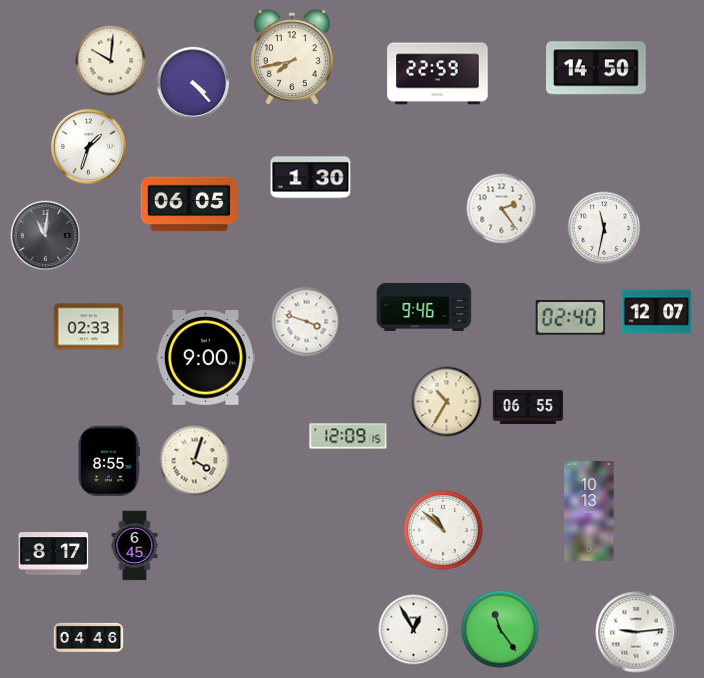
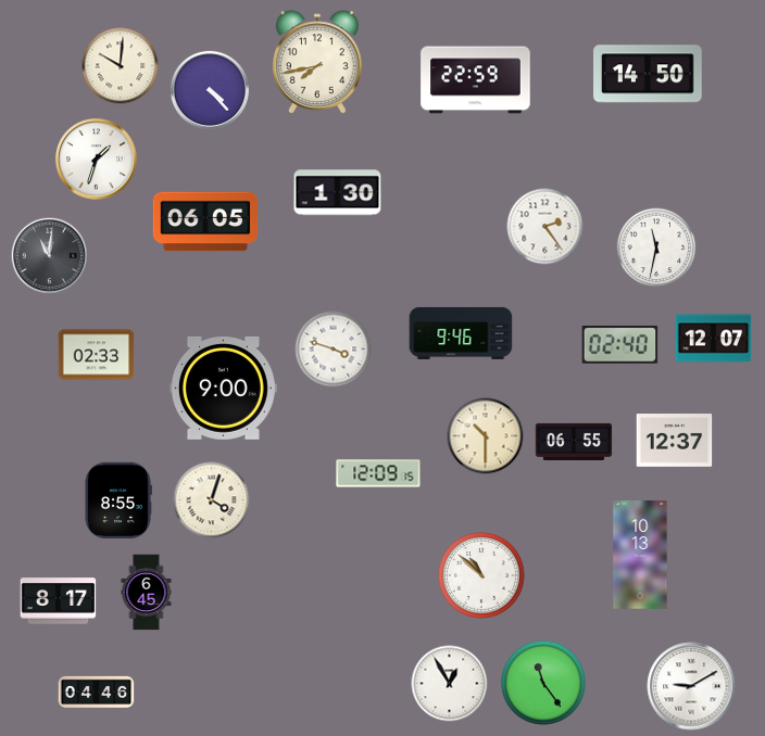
clock at (447, 402): 10:35 -> 10:30
clock at (675, 441): none -> 12:37
clock at (636, 632): 9:14 -> 9:10
